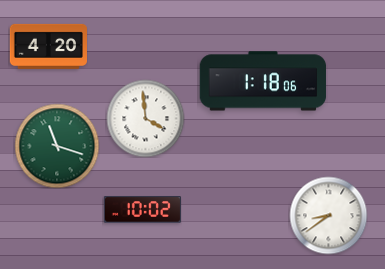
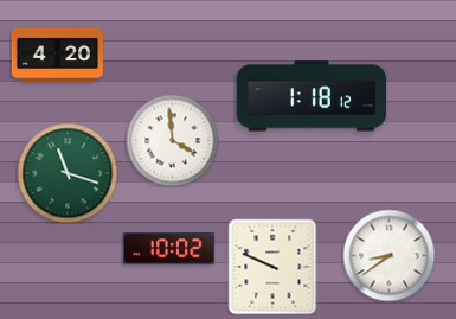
clock at (263, 81): 1:18:06 -> 1:18:12
clock at (272, 267): none -> 9:49
